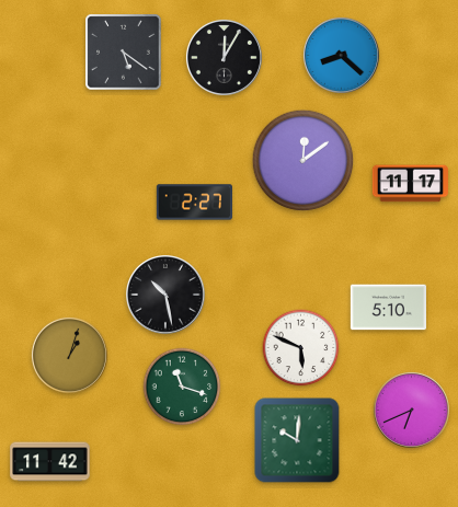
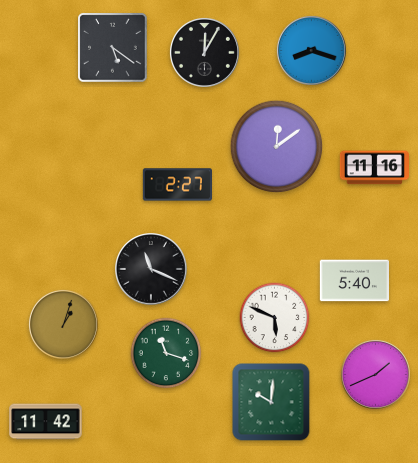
clock at (341, 55): 8:22 -> 8:18
clock at (410, 184): 11:17 -> 11:16
clock at (167, 296): 10:28 -> 11:19
clock at (388, 308): 5:10 -> 5:40
clock at (411, 410): 6:41 -> 1:41
